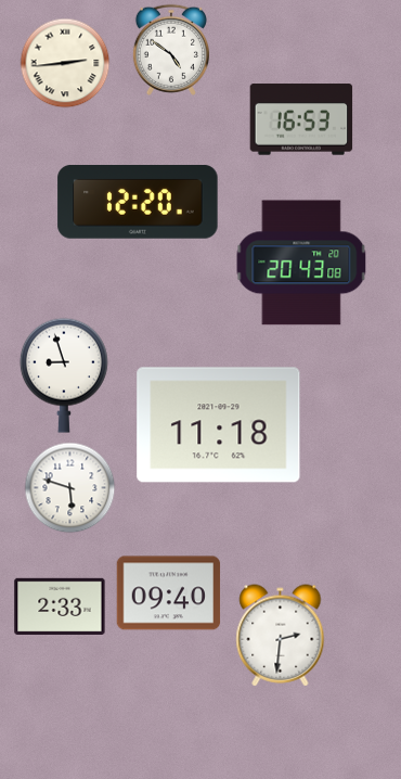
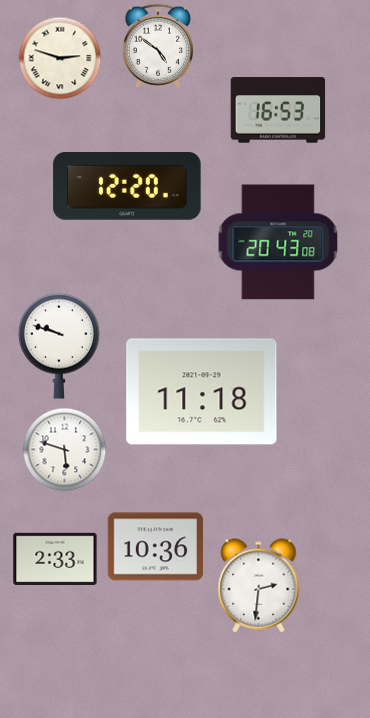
clock at (65, 63): 2:44 -> 2:48
clock at (64, 375): 8:57 -> 9:48
clock at (169, 593): 09:40 -> 10:36
